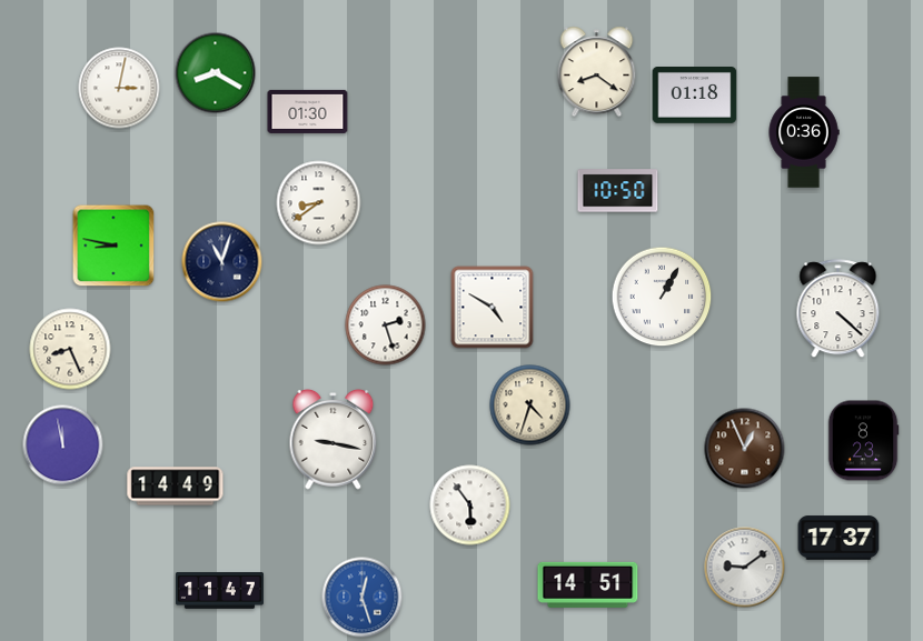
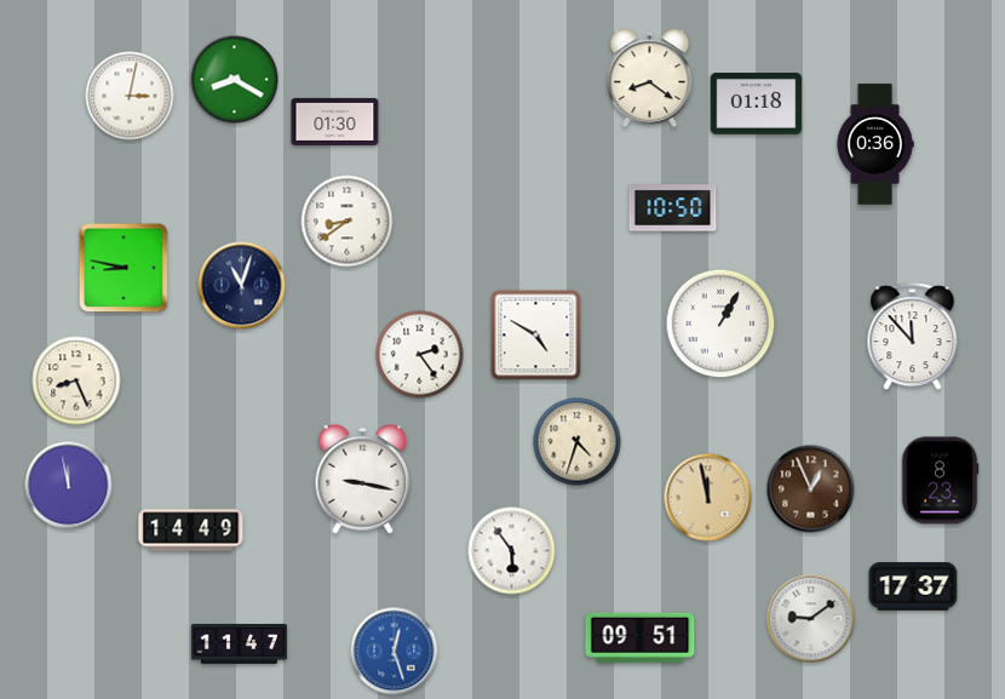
clock at (838, 309): 4:22 -> 11:53
clock at (386, 325): 2:27 -> 2:24
clock at (708, 498): none -> 11:58
clock at (588, 584): 14:51 -> 09:51
